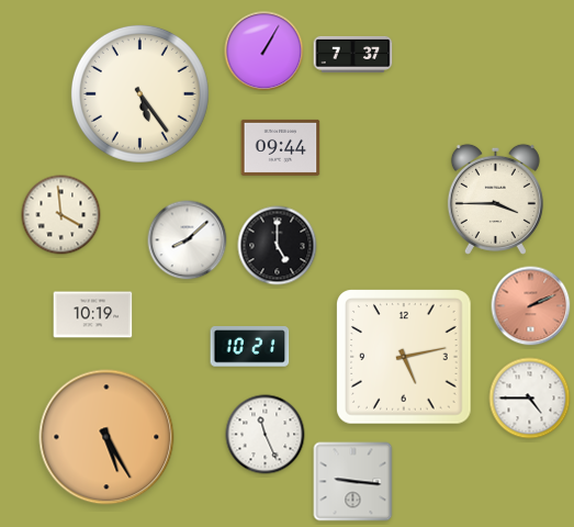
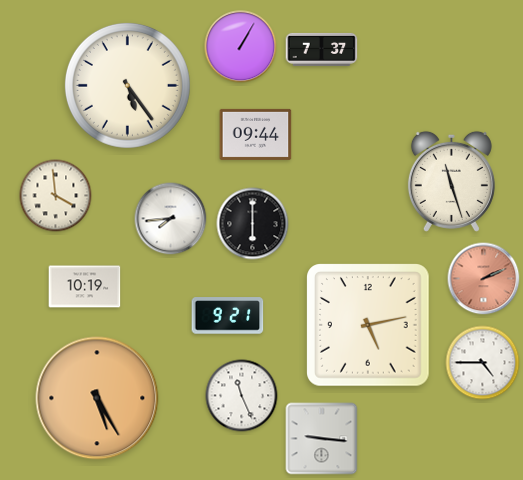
clock at (495, 199): 3:45 -> 11:27
clock at (188, 240): 8:08 -> 7:44
clock at (278, 246): 5:00 -> 6:00
clock at (250, 347): 10:21 -> 9:21
